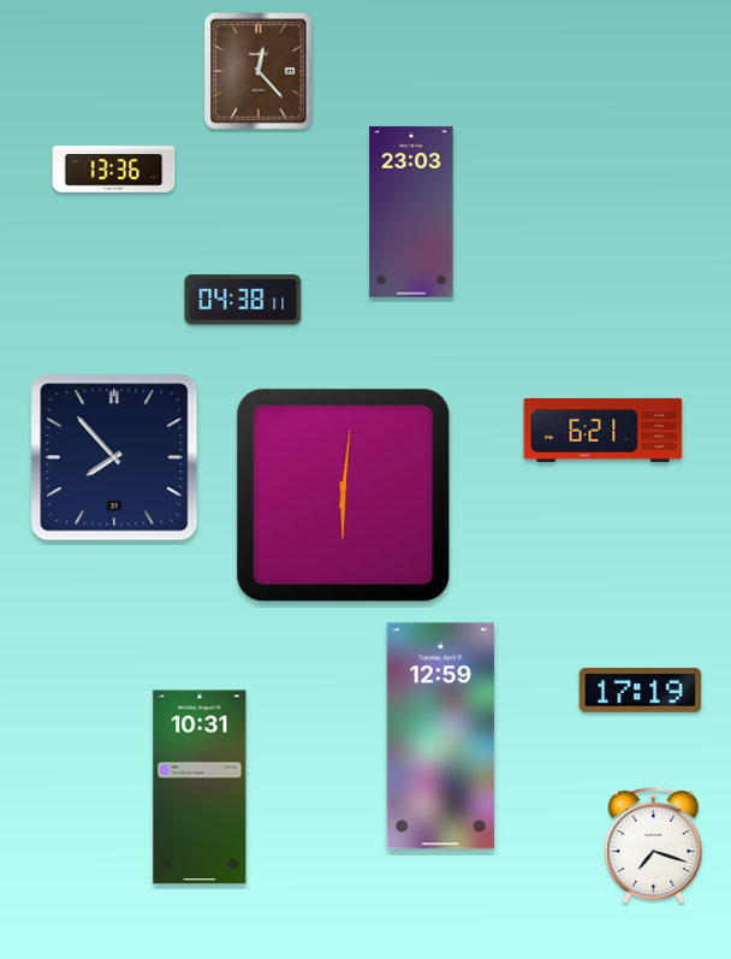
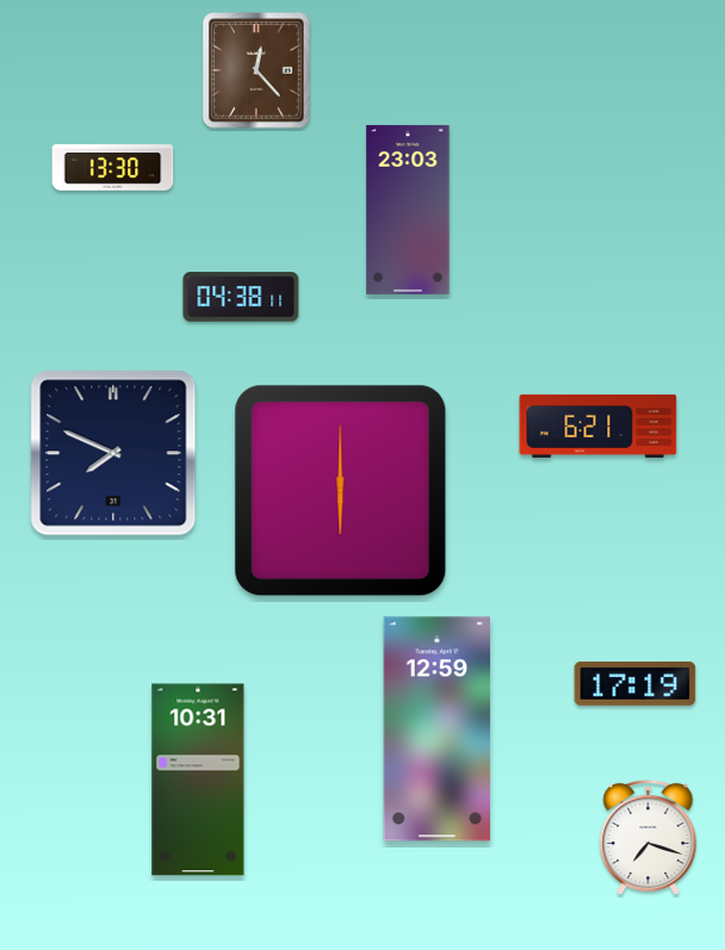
clock at (114, 170): 13:36 -> 13:30
clock at (114, 457): 7:53 -> 7:49
clock at (344, 496): 6:01 -> 6:00
